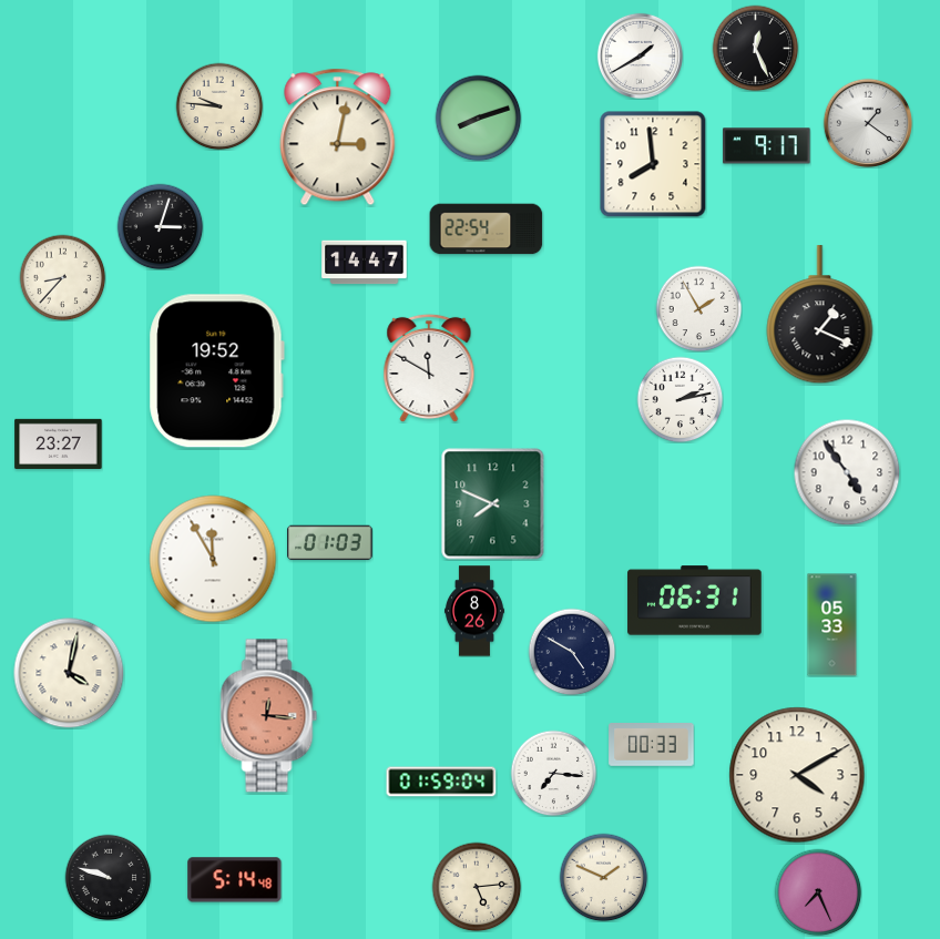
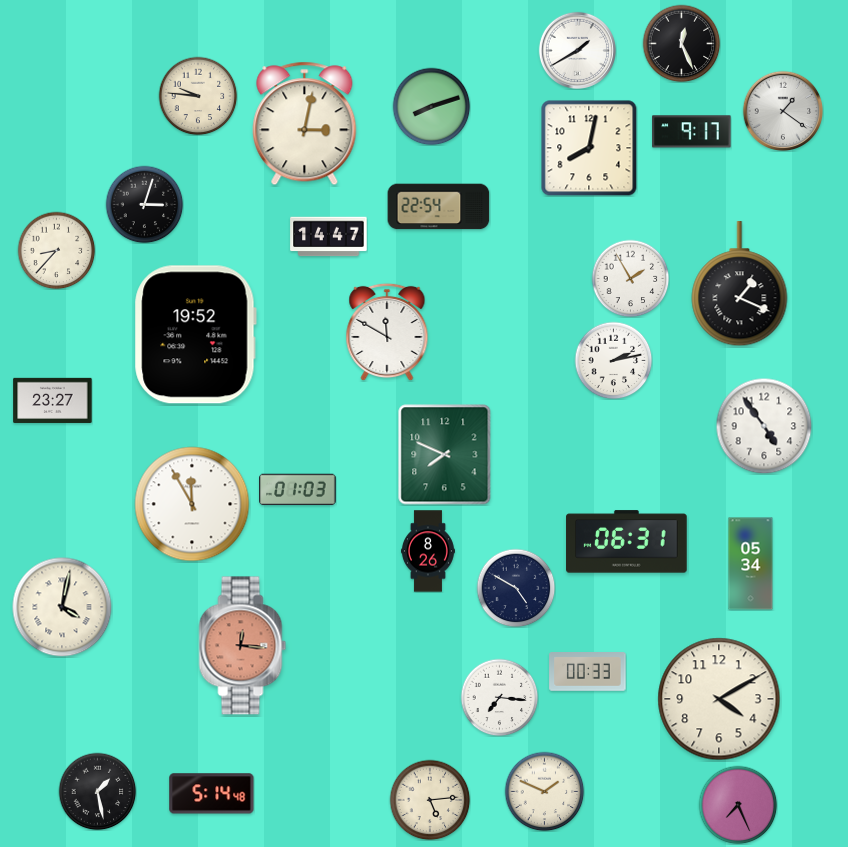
clock at (653, 164): 7:59 -> 8:02
clock at (832, 625): 05:33 -> 05:34
clock at (441, 782): 01:59 -> none
clock at (108, 877): 9:48 -> 1:28
